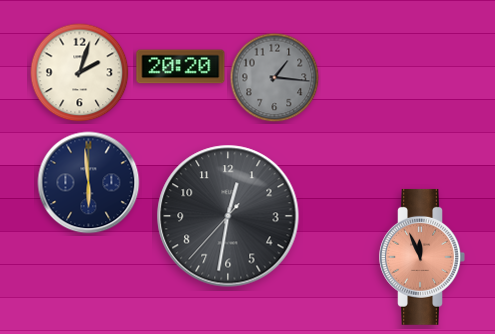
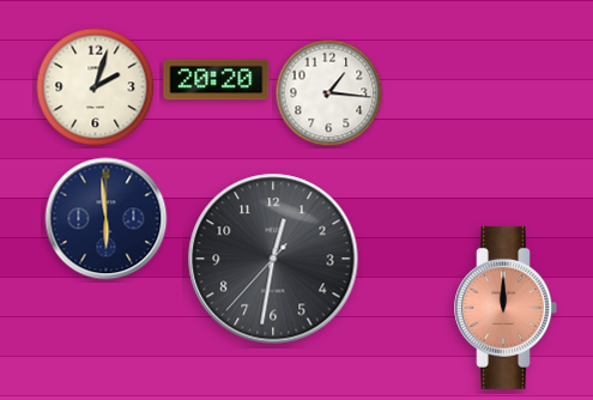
clock at (275, 78) dial: grey -> white
clock at (422, 257): 11:56 -> 12:00
